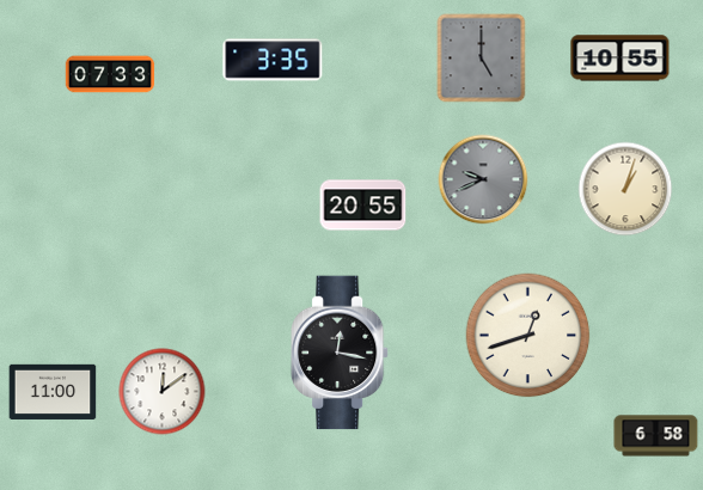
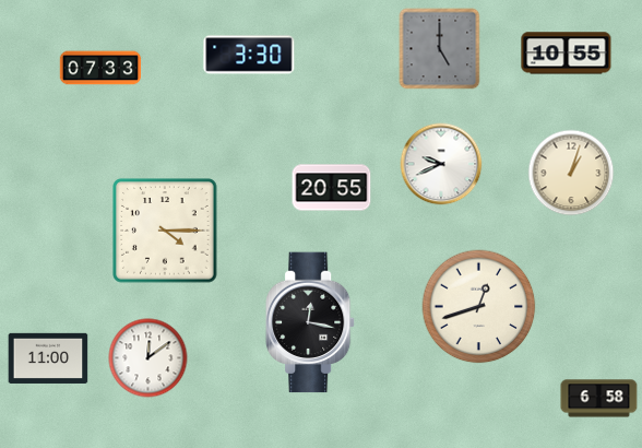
clock at (482, 59) position: (482, 59) -> (440, 49)
clock at (273, 60): 3:35 -> 3:30
clock at (483, 179) dial: grey -> white
clock at (165, 231): none -> 4:15
clock at (528, 336) position: (528, 336) -> (479, 307)
